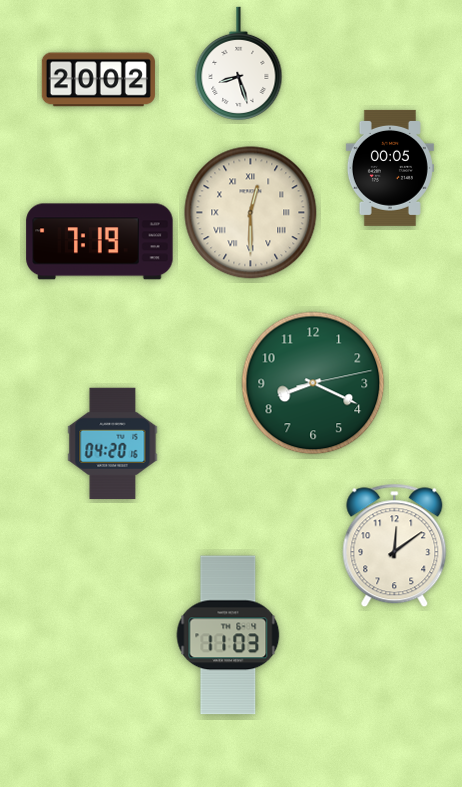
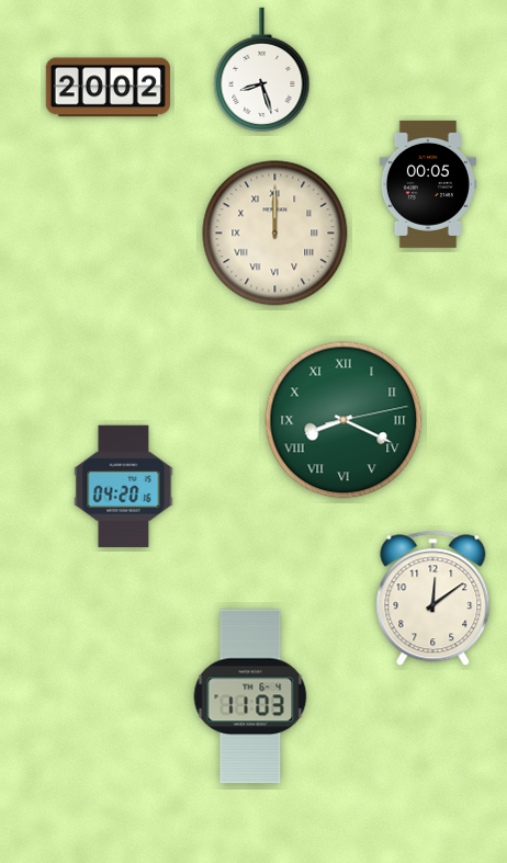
clock at (251, 213): 12:30 -> 12:00
clock at (100, 242): 7:19 -> none
clock at (313, 383) numerals: Arabic -> Roman
